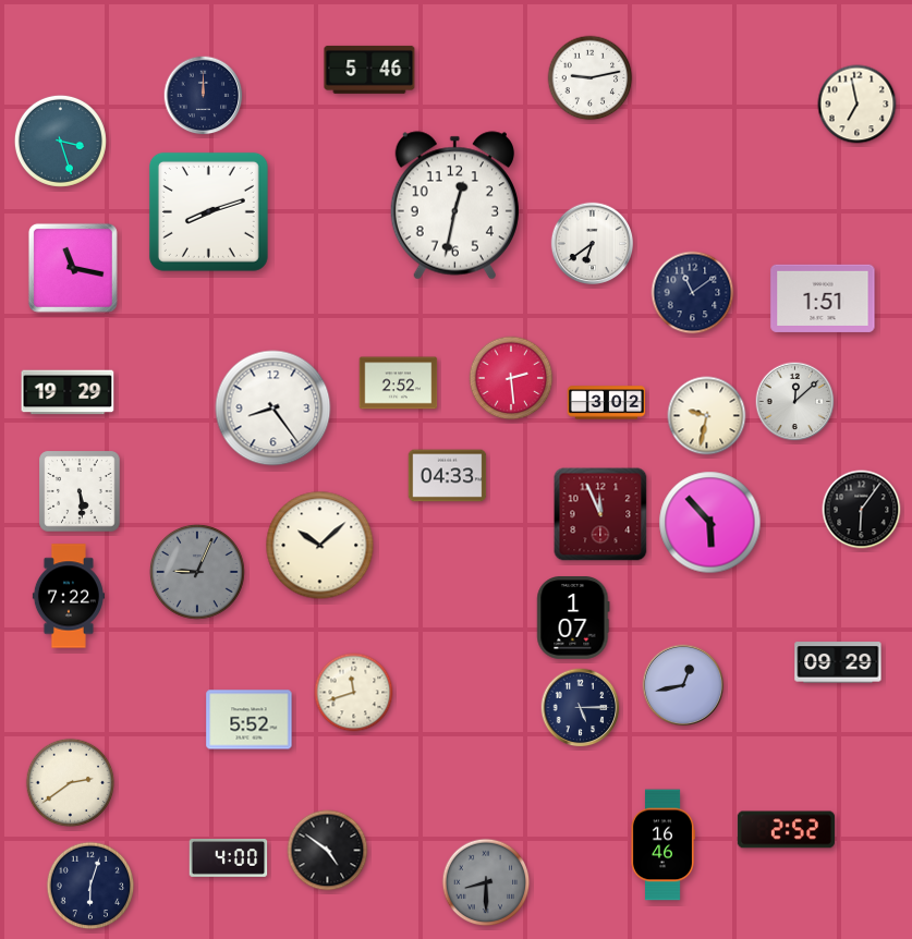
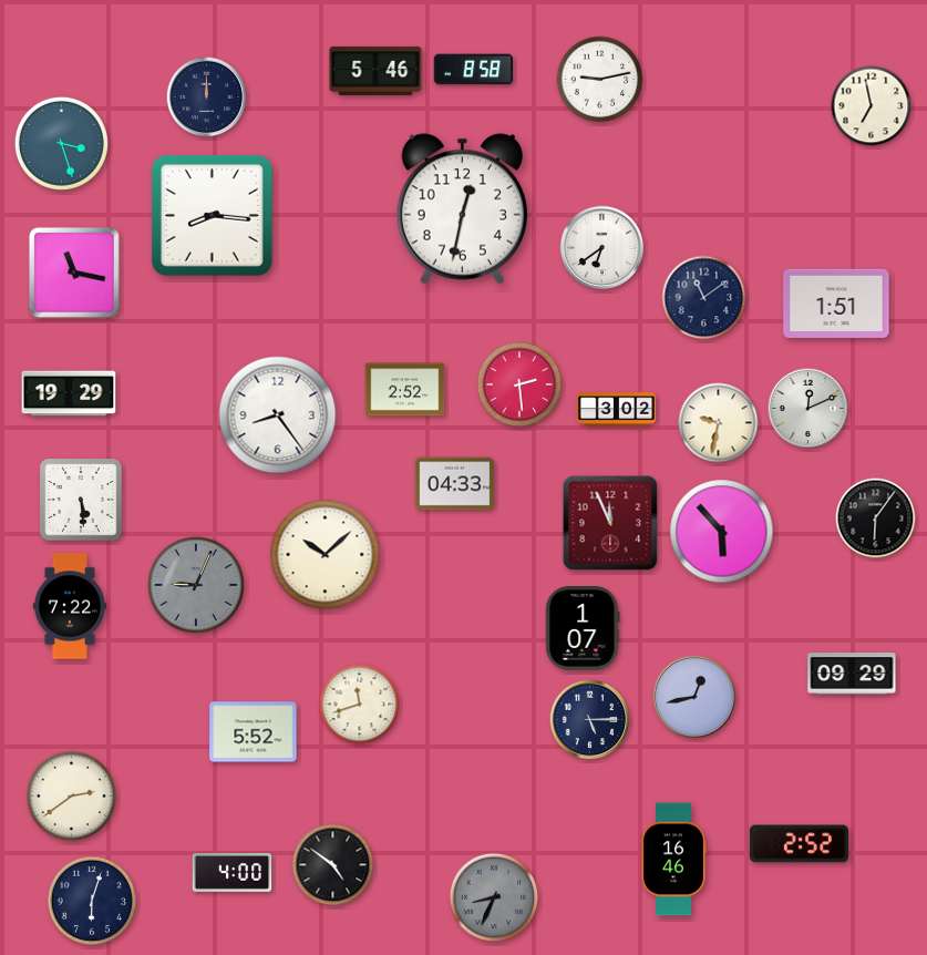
clock at (474, 70): none -> 8:58
clock at (208, 211): 8:12 -> 8:16
clock at (68, 392) position: (68, 392) -> (69, 393)
clock at (795, 402): 12:08 -> 12:11
clock at (197, 572) position: (197, 572) -> (196, 585)
clock at (486, 882): 8:30 -> 8:34
